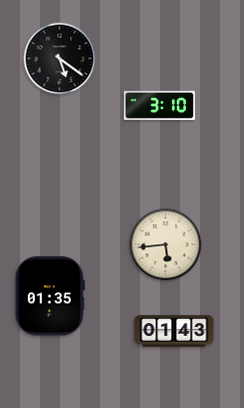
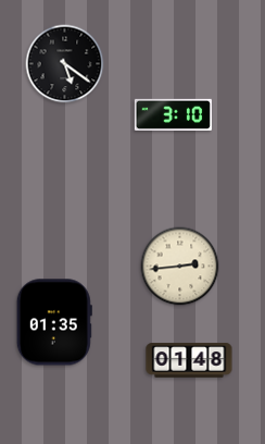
clock at (166, 245): 5:44 -> 2:44
clock at (174, 331): 01:43 -> 01:48
